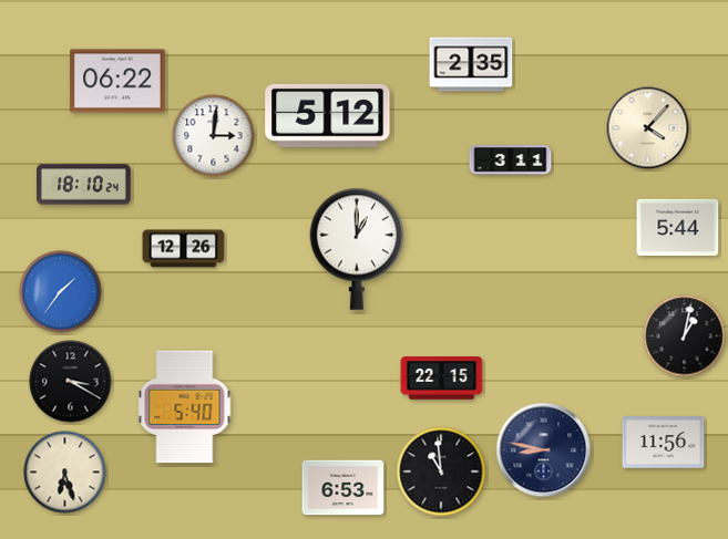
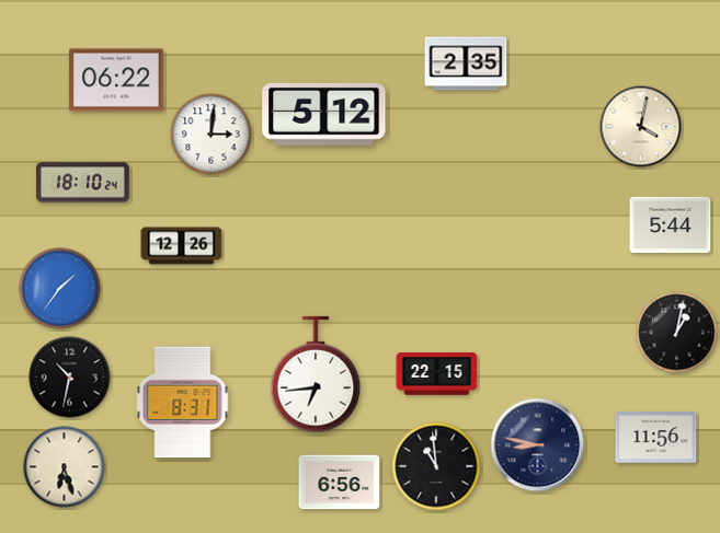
clock at (648, 128): 4:07 -> 4:02
clock at (511, 160): 3:11 -> none
clock at (357, 249): 1:00 -> none
clock at (316, 374): none -> 6:44
clock at (71, 382): 3:20 -> 10:32
clock at (185, 407): 5:40 -> 8:31
clock at (344, 488): 6:53 -> 6:56
